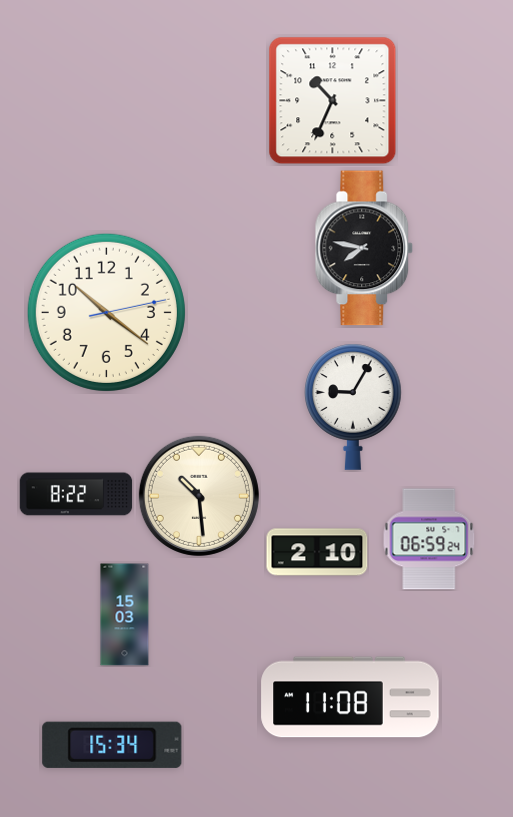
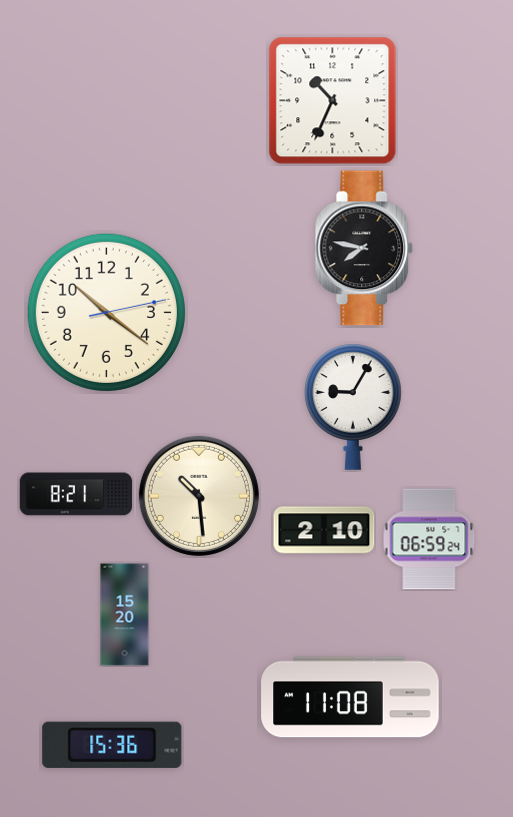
clock at (76, 494): 8:22 -> 8:21
clock at (317, 552) position: (317, 552) -> (324, 530)
clock at (125, 615): 15:03 -> 15:20
clock at (112, 745): 15:34 -> 15:36
